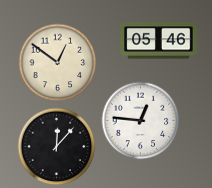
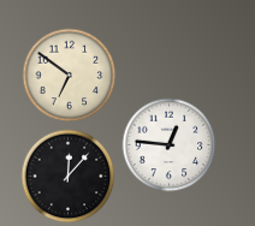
clock at (159, 41): 05:46 -> none
clock at (57, 62): 12:51 -> 6:51
